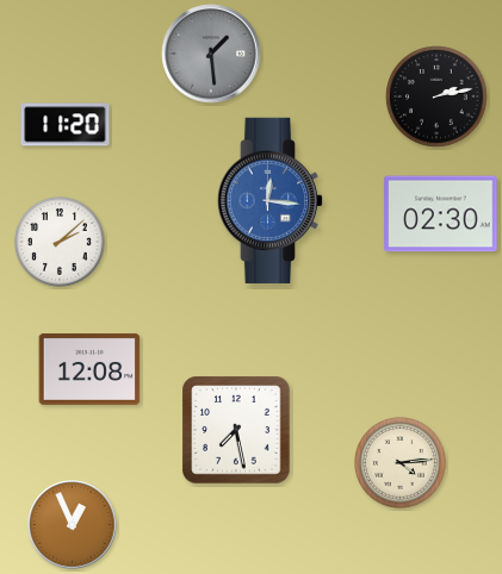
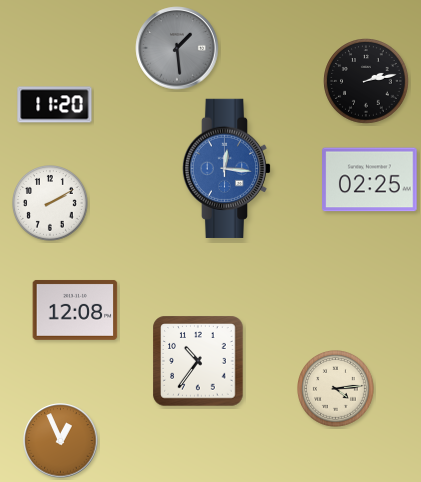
clock at (211, 54) position: (211, 54) -> (177, 48)
clock at (441, 214): 02:30 -> 02:25
clock at (61, 243): 2:08 -> 2:10
clock at (236, 430): 7:28 -> 10:36
